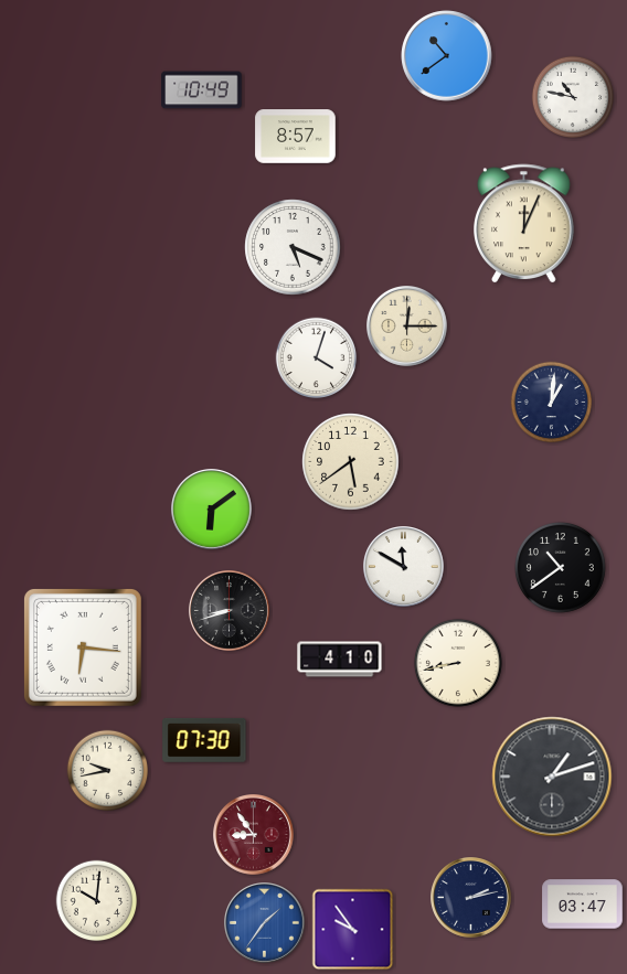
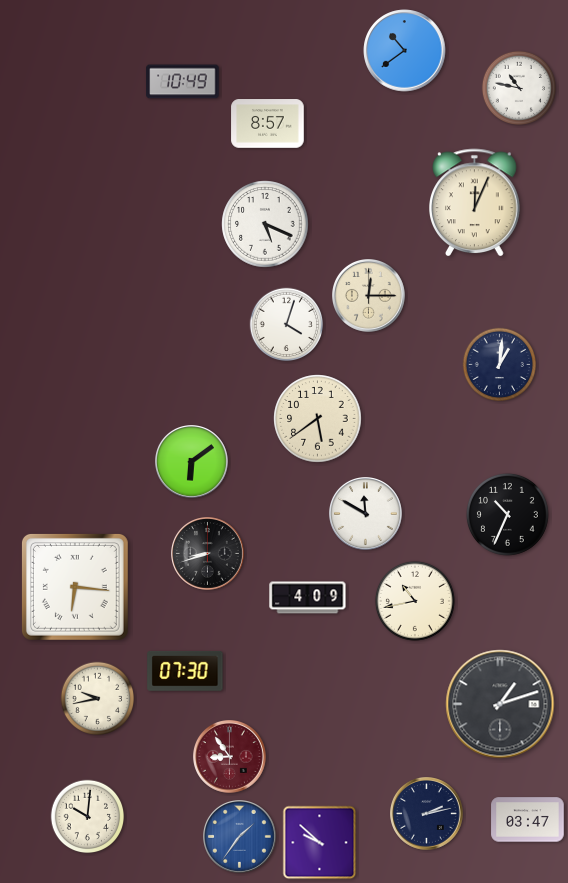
clock at (560, 567): 10:39 -> 10:34
clock at (340, 660): 4:10 -> 4:09
clock at (458, 663): 8:43 -> 10:43
clock at (353, 930): 9:54 -> 9:52
